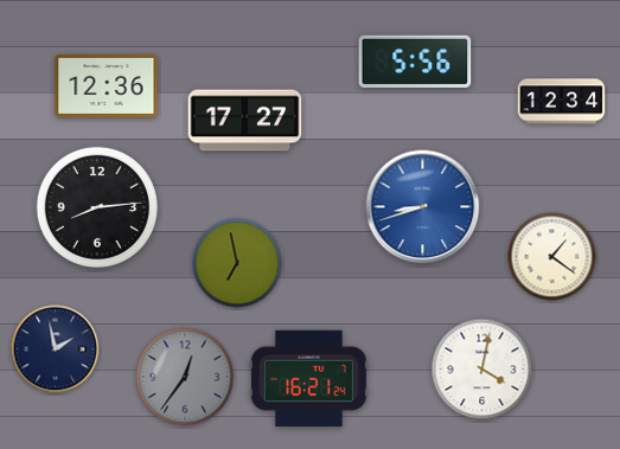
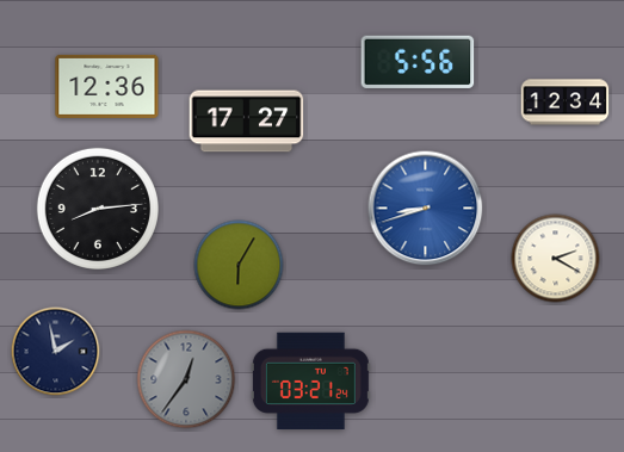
clock at (552, 257): 1:21 -> 2:20
clock at (237, 263): 6:58 -> 6:05
clock at (482, 370): 4:02 -> none
clock at (308, 378): 16:21 -> 03:21
